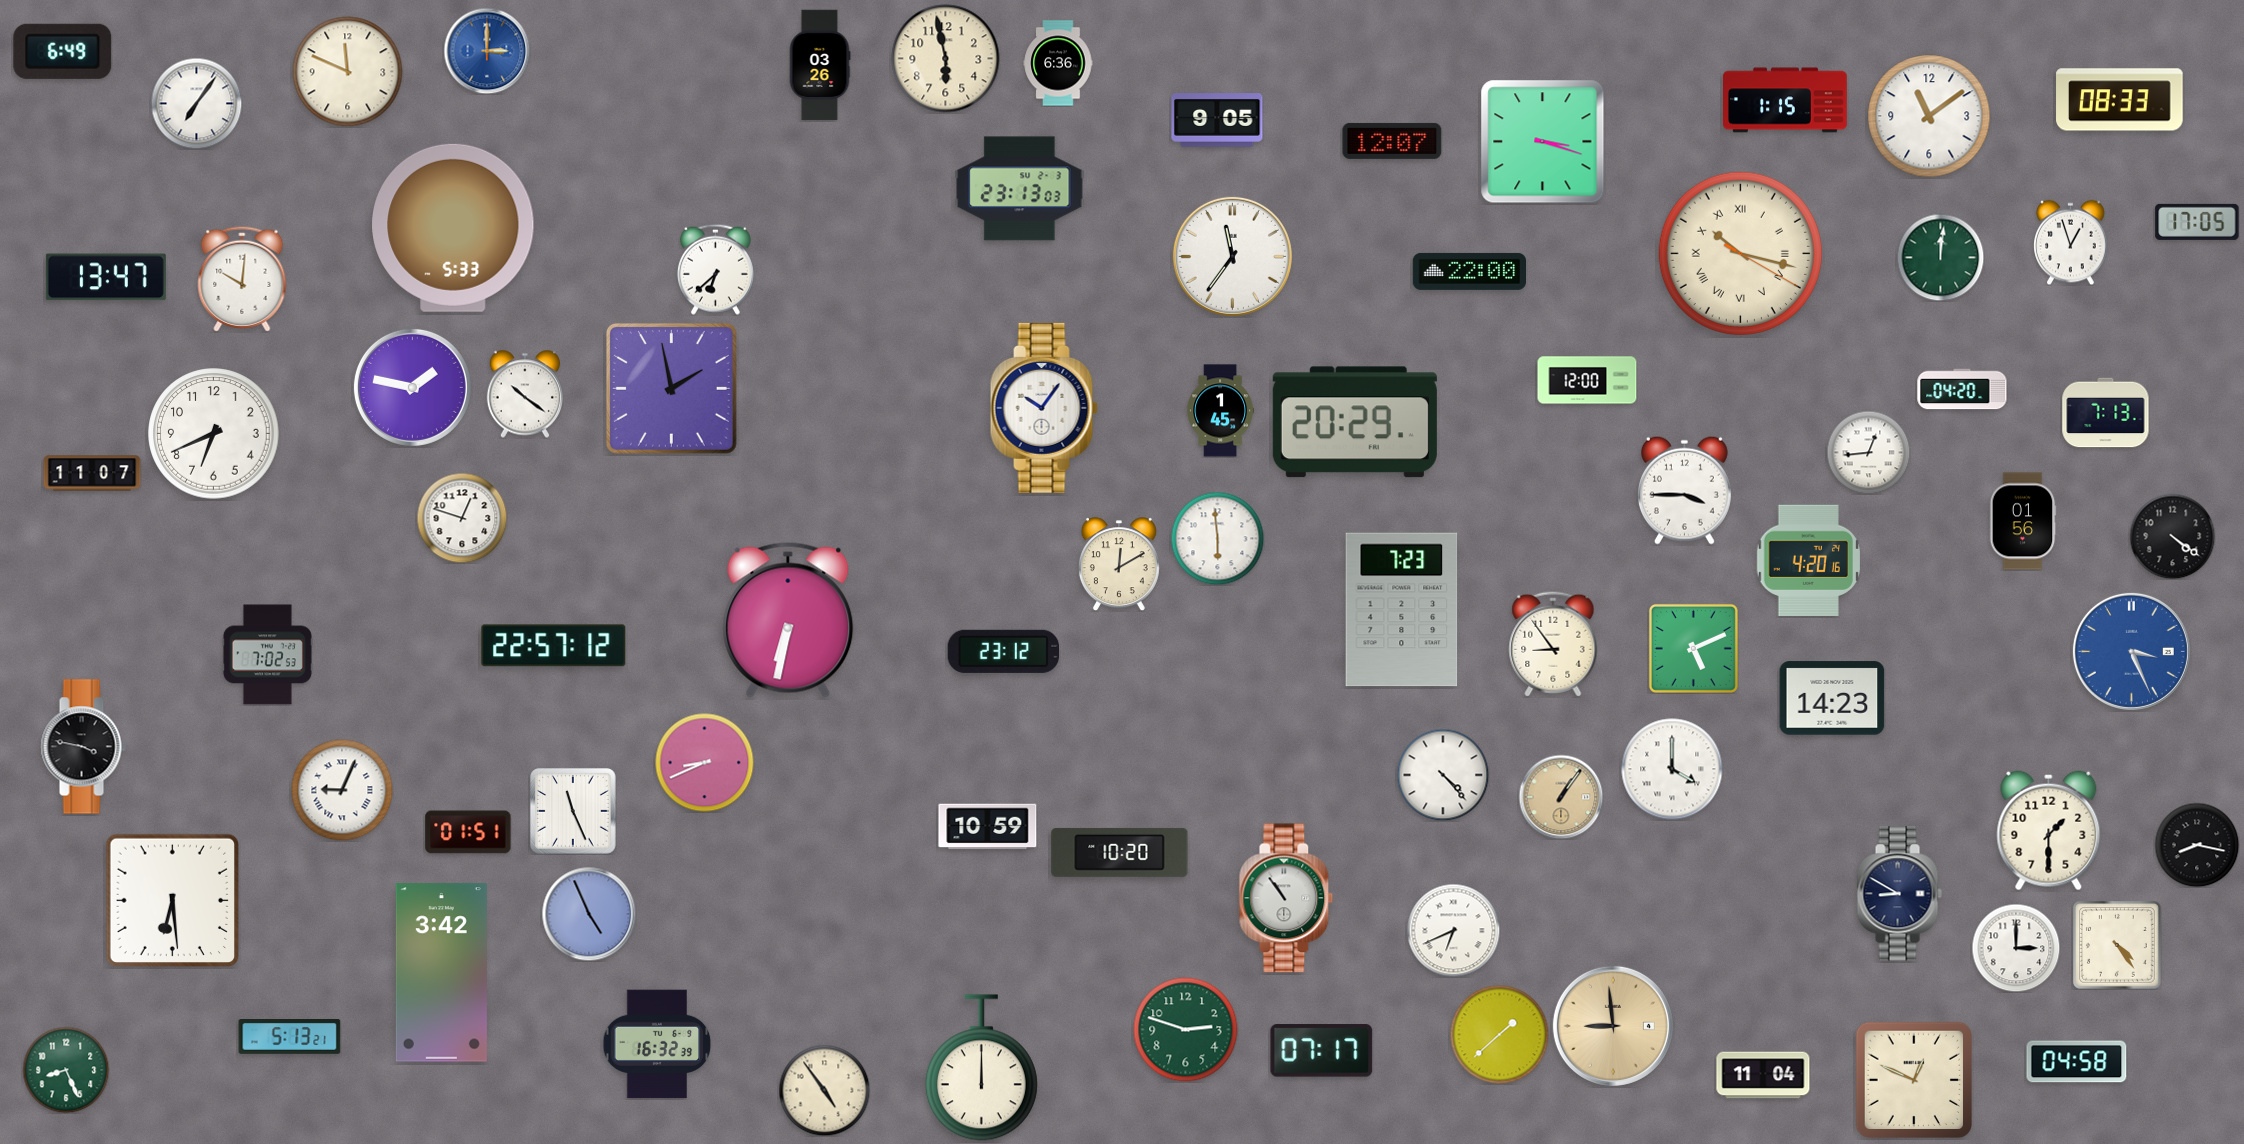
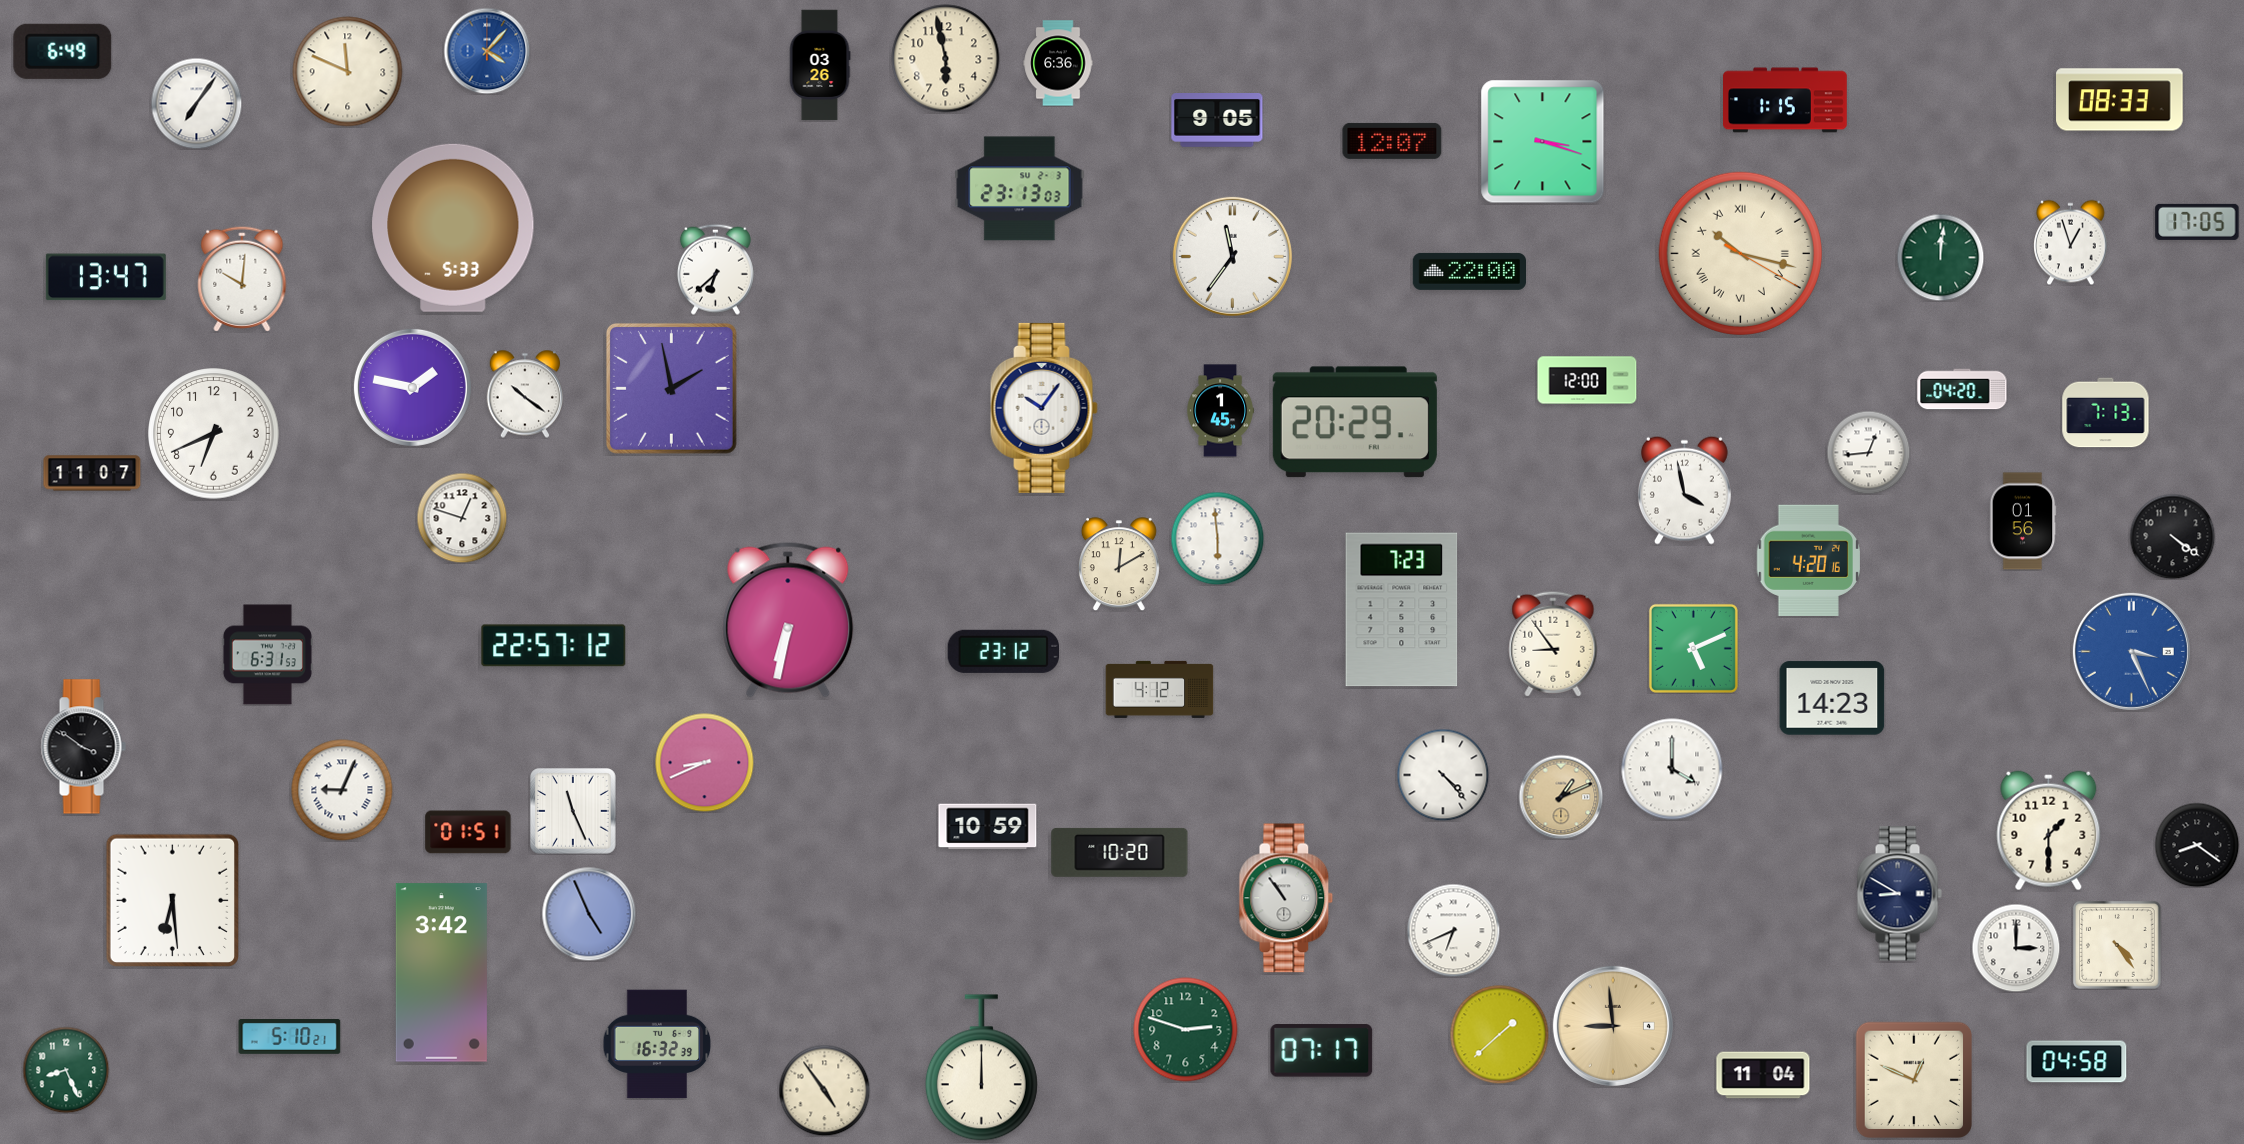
clock at (487, 51): 3:00 -> 4:07
clock at (1929, 116): 11:09 -> none
clock at (1684, 490): 3:45 -> 3:58
clock at (267, 655): 7:02 -> 6:31
clock at (1160, 689): none -> 4:12
clock at (83, 747): 3:47 -> 3:51
clock at (1561, 797): 1:06 -> 1:11
clock at (2197, 845): 8:17 -> 8:21
clock at (290, 1037): 5:13 -> 5:10
